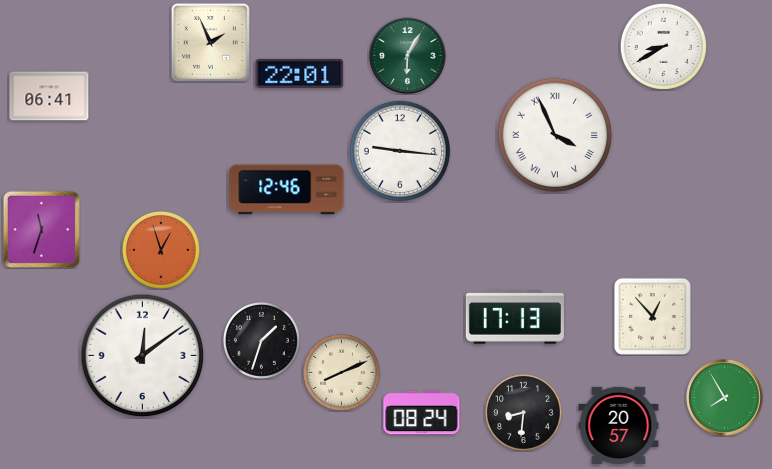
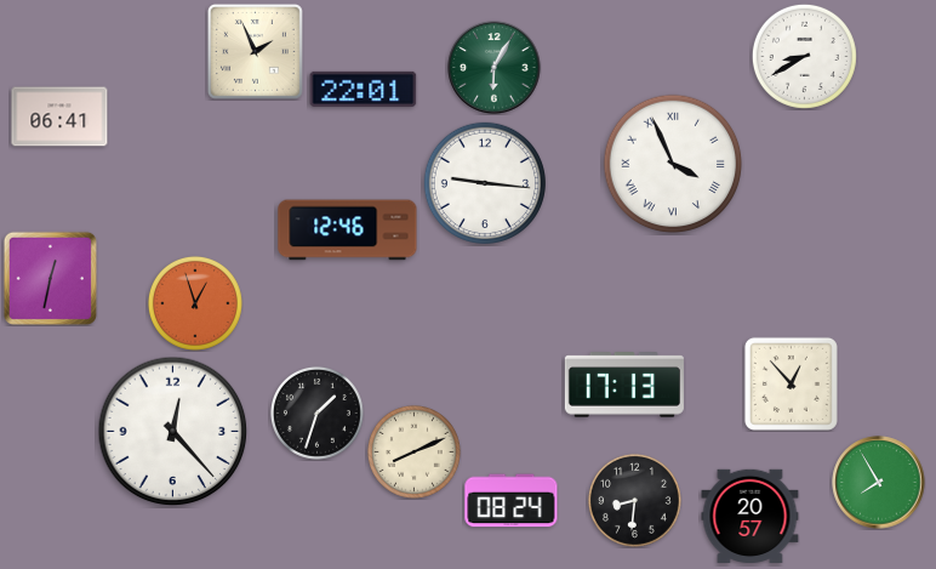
clock at (41, 229): 11:33 -> 12:32
clock at (143, 356): 12:09 -> 12:23
